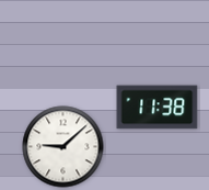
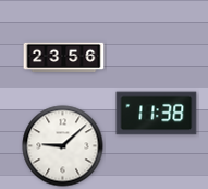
clock at (64, 58): none -> 23:56
clock at (158, 108) position: (158, 108) -> (157, 114)
